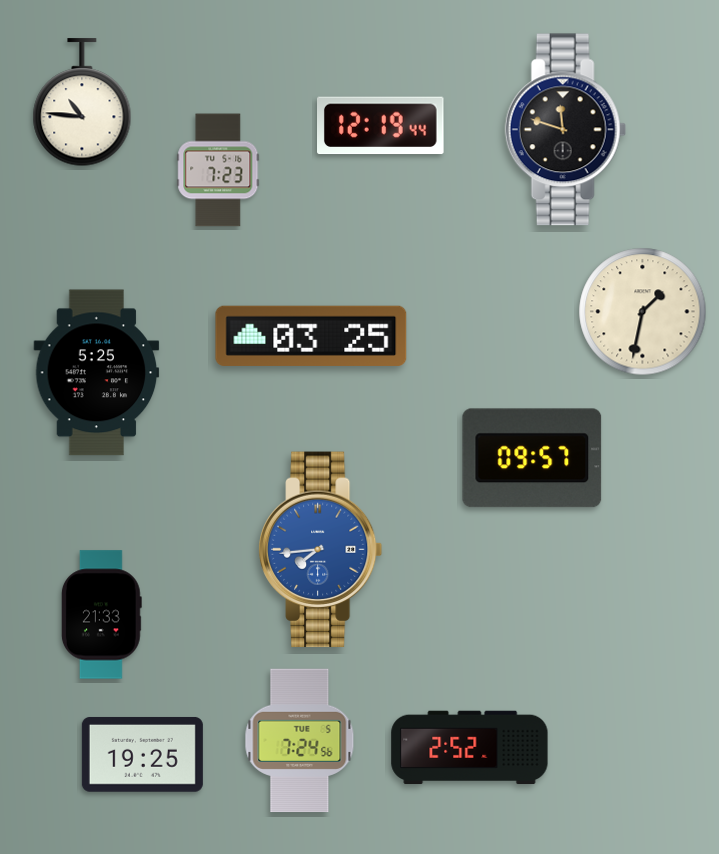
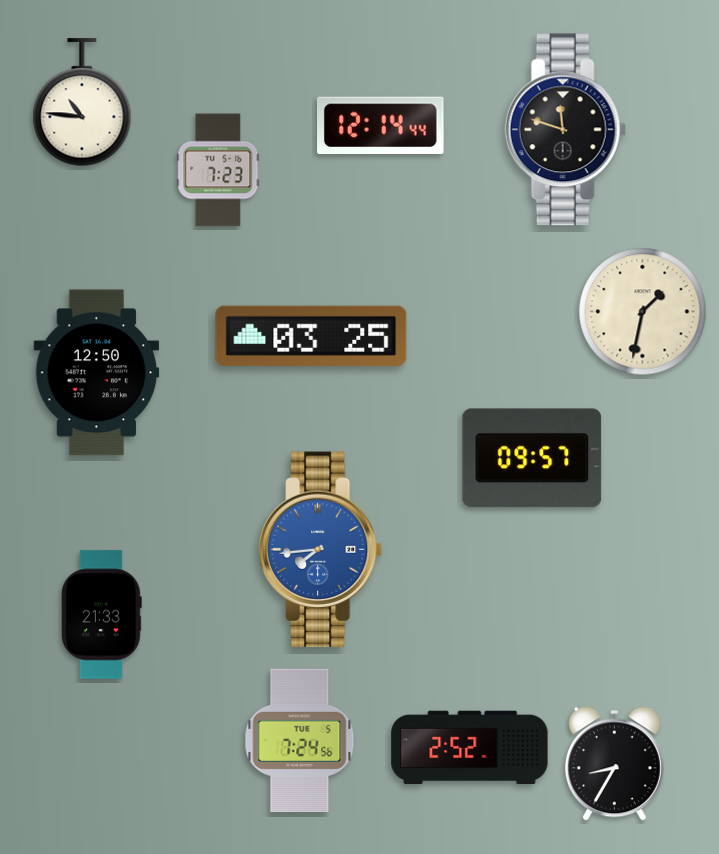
clock at (381, 126): 12:19 -> 12:14
clock at (97, 373): 5:25 -> 12:50
clock at (142, 754): 19:25 -> none
clock at (614, 764): none -> 8:35
